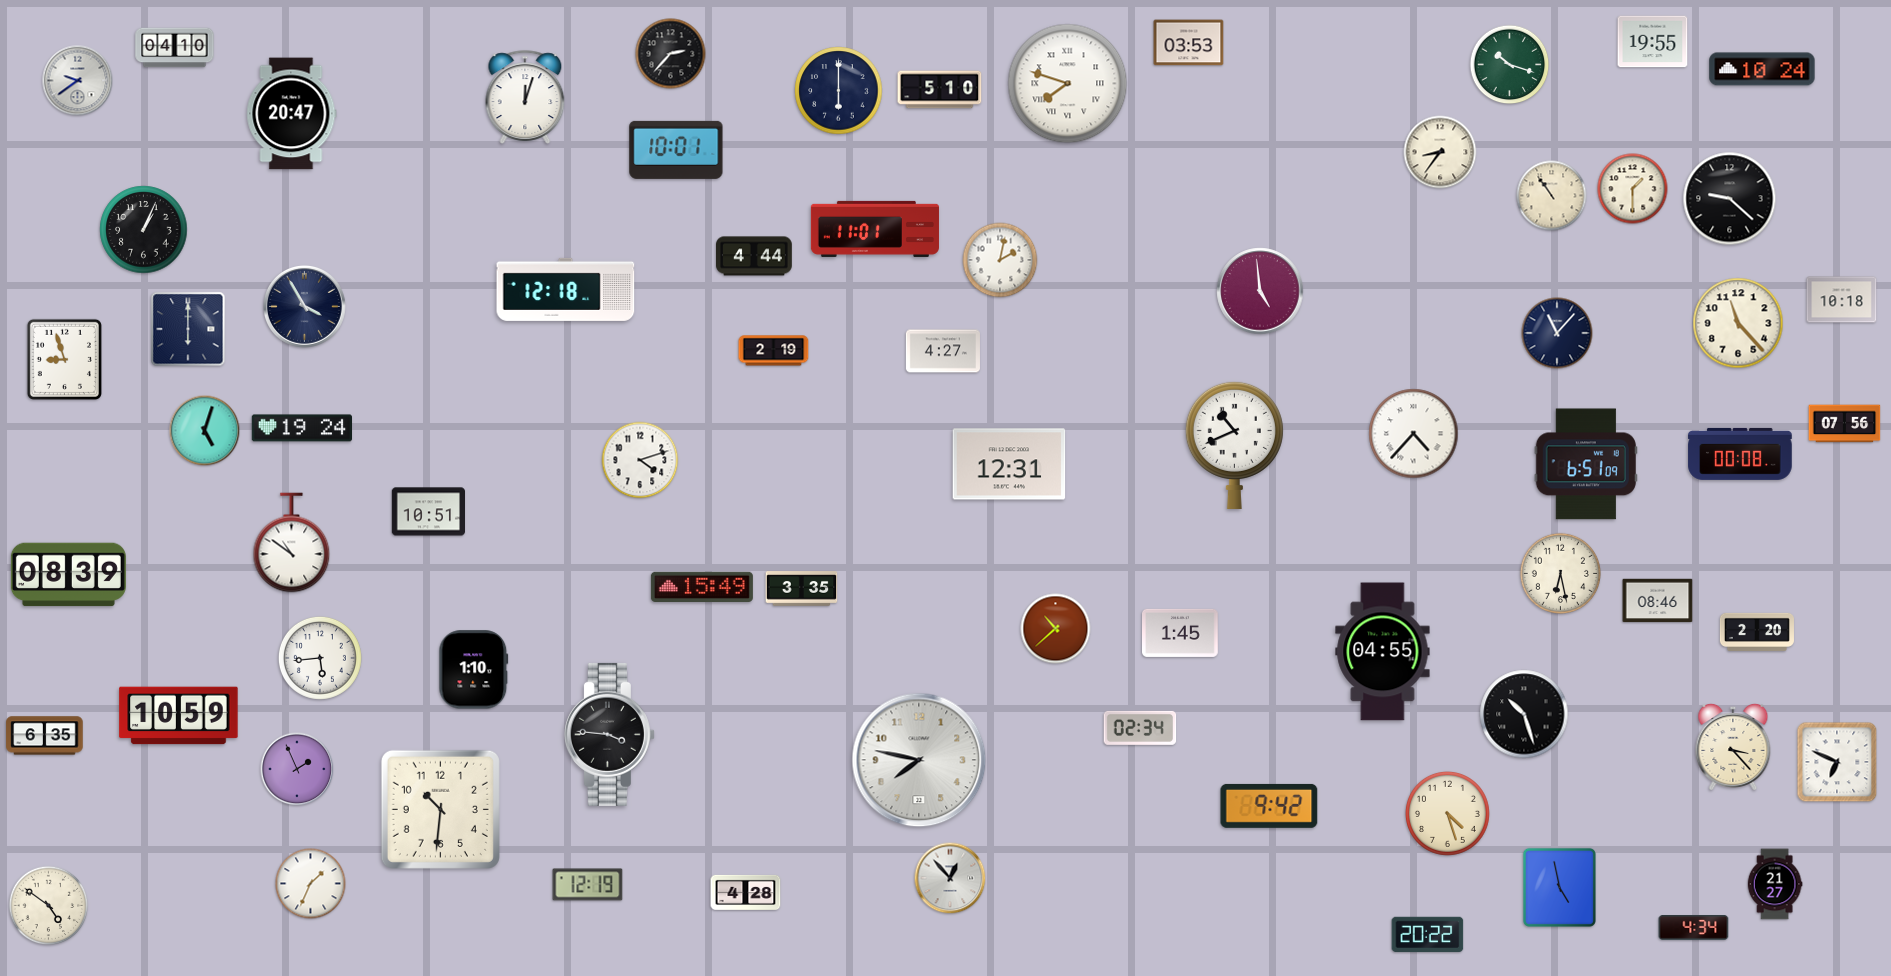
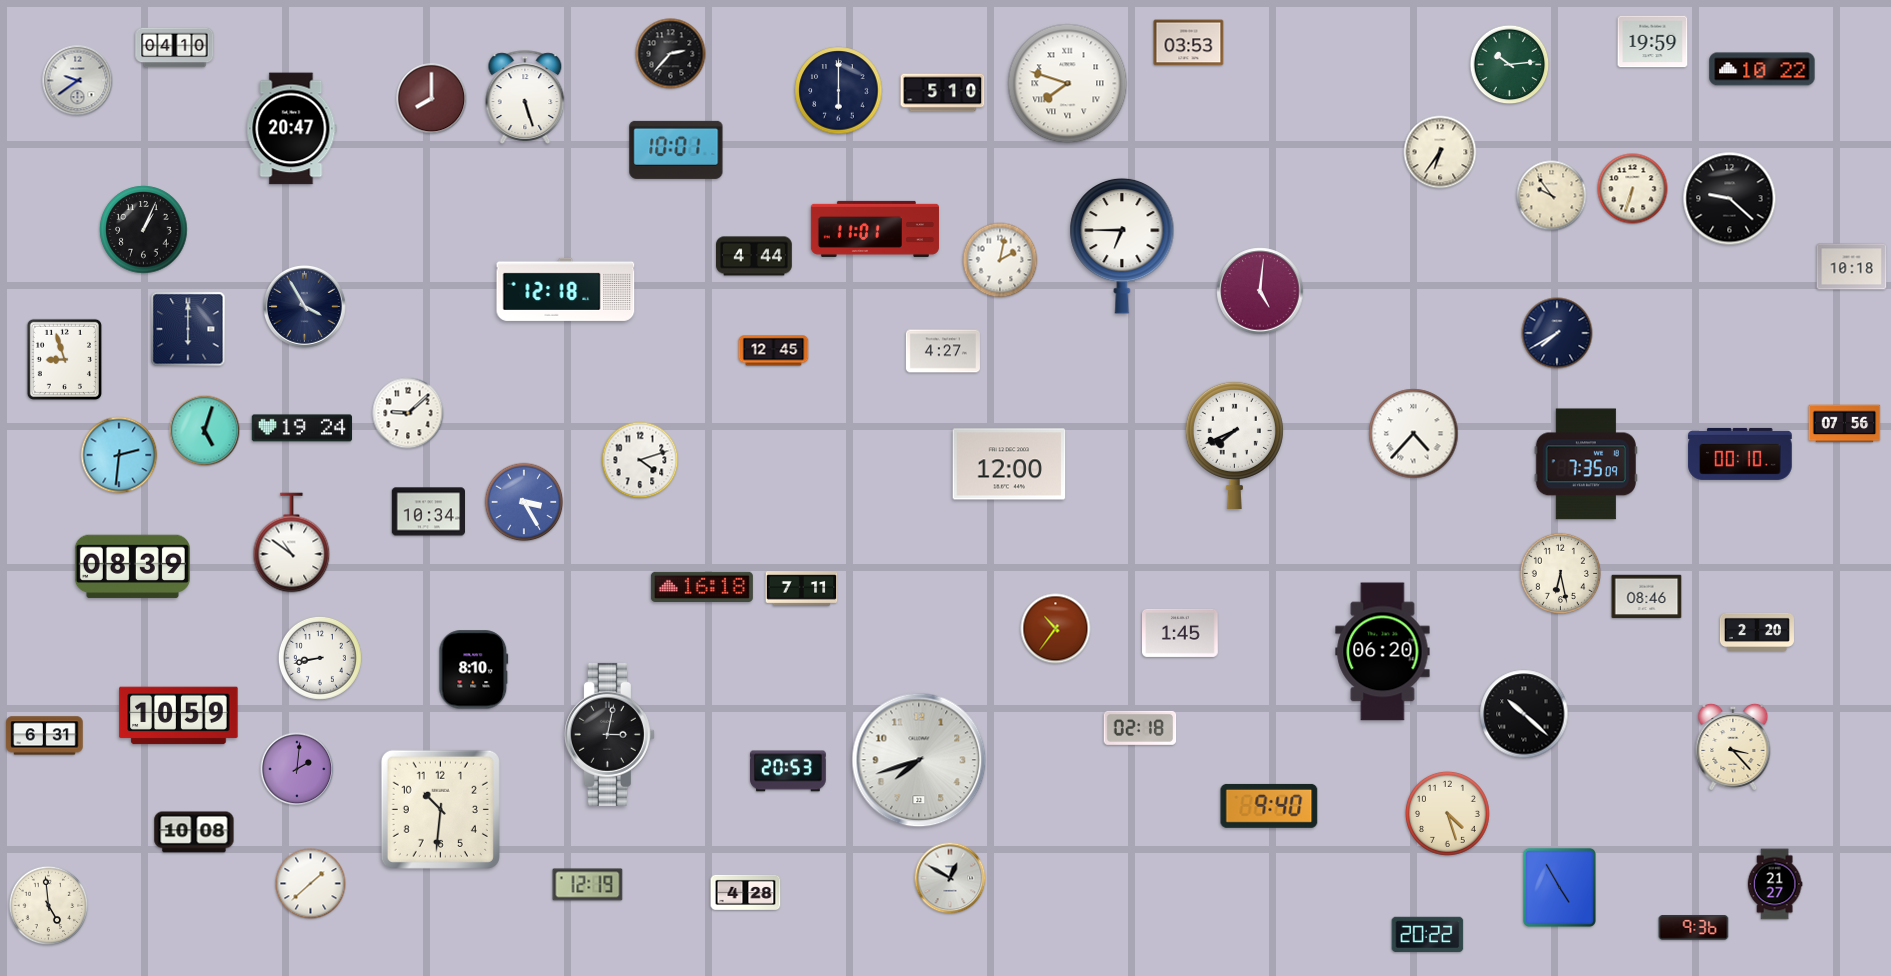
clock at (1653, 42): 19:55 -> 19:59
clock at (1510, 65): 10:18 -> 10:14
clock at (1762, 69): 10:24 -> 10:22
clock at (940, 90) position: (940, 90) -> (943, 93)
clock at (525, 97): 12:03 -> 5:27
clock at (432, 99): none -> 8:00
clock at (292, 114) position: (292, 114) -> (292, 129)
clock at (1440, 152): 8:36 -> 6:36
clock at (1633, 189): 1:30 -> 6:33
clock at (1552, 196): 10:54 -> 9:54
clock at (1122, 246): none -> 6:45
clock at (1260, 291): 4:59 -> 5:01
clock at (1842, 300) position: (1842, 300) -> (1852, 267)
clock at (1738, 323): 11:23 -> none
clock at (1557, 333): 11:07 -> 7:40
clock at (774, 351): 2:19 -> 12:45
clock at (408, 413): none -> 9:08
clock at (1234, 445): 10:41 -> 7:41
clock at (1740, 454): 00:08 -> 00:10
clock at (119, 455): none -> 2:31
clock at (1009, 464): 12:31 -> 12:00
clock at (1586, 464): 6:51 -> 7:35
clock at (524, 502): none -> 3:25
clock at (428, 512): 10:51 -> 10:34
clock at (68, 575) position: (68, 575) -> (132, 567)
clock at (702, 587): 15:49 -> 16:18
clock at (802, 589): 3:35 -> 7:11
clock at (1658, 601) position: (1658, 601) -> (1647, 597)
clock at (1056, 629): 10:38 -> 10:36
clock at (1383, 652): 04:55 -> 06:20
clock at (320, 658): 5:44 -> 8:43
clock at (474, 670): 1:10 -> 8:10
clock at (1524, 714): 10:27 -> 10:22
clock at (1140, 728): 02:34 -> 02:18
clock at (609, 734): 3:46 -> 3:02
clock at (45, 736): 6:35 -> 6:31
clock at (919, 760): 7:47 -> 7:42
clock at (1837, 762): 6:49 -> none
clock at (297, 769): 1:56 -> 2:01
clock at (789, 771): none -> 20:53
clock at (1269, 806): 9:42 -> 9:40
clock at (194, 832): none -> 10:08
clock at (950, 878): 12:53 -> 12:50
clock at (311, 884): 1:34 -> 1:38
clock at (1559, 887): 4:58 -> 4:55
clock at (49, 906): 4:51 -> 4:59
clock at (1694, 928): 4:34 -> 9:36
